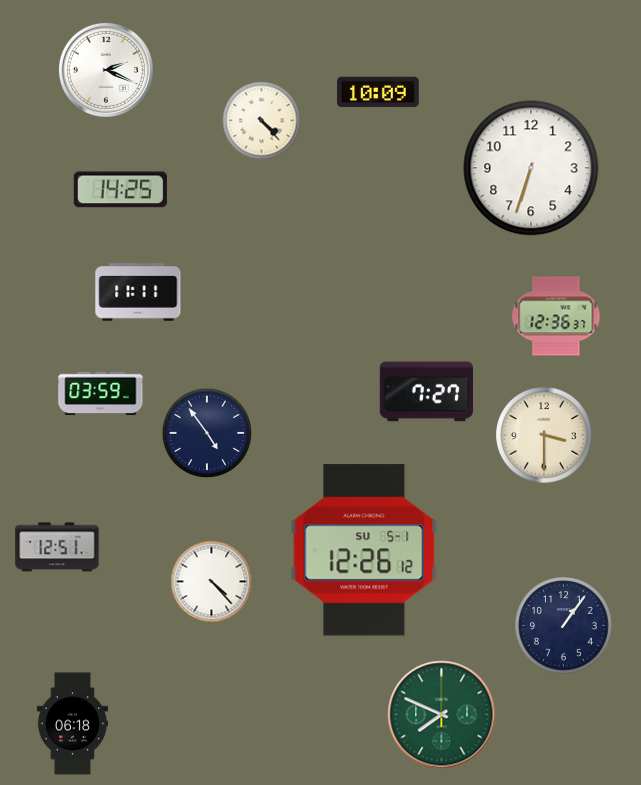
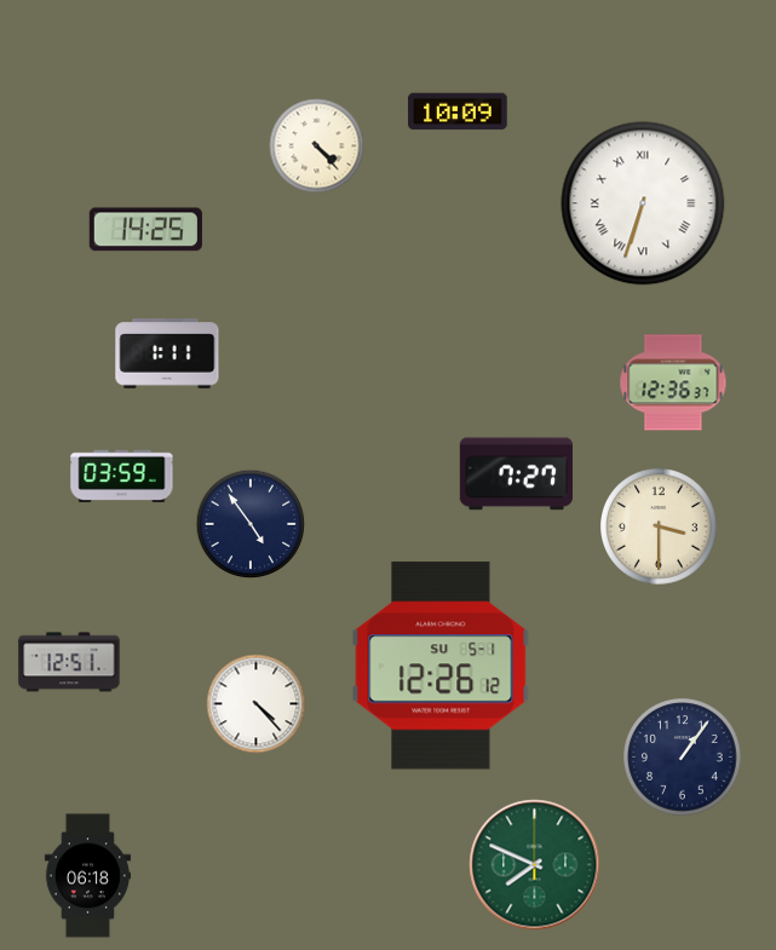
clock at (106, 70): 2:19 -> none
clock at (531, 168) numerals: Arabic -> Roman
clock at (138, 292): 11:11 -> 1:11
